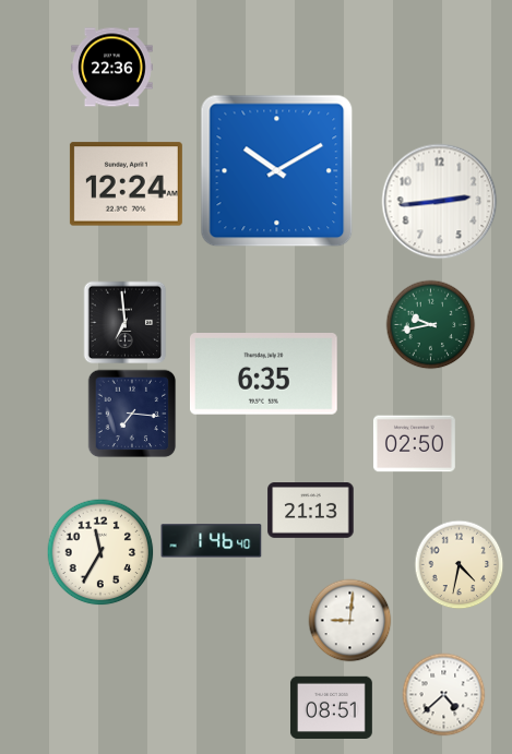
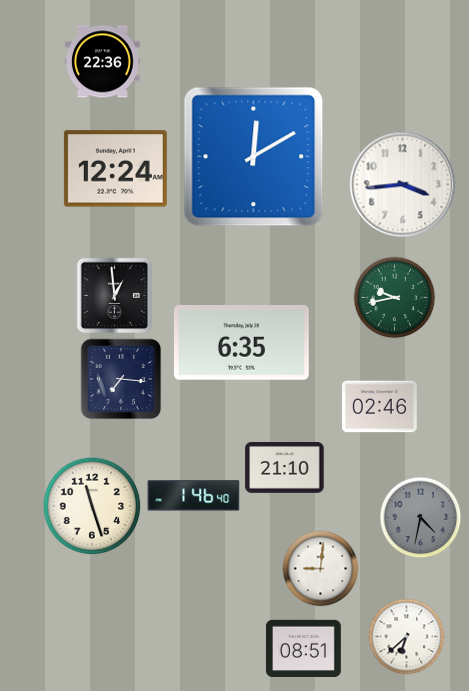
clock at (277, 171): 10:10 -> 12:10
clock at (440, 202): 2:44 -> 3:44
clock at (126, 323): 6:59 -> 12:59
clock at (414, 444): 02:50 -> 02:46
clock at (311, 511): 21:13 -> 21:10
clock at (100, 552): 11:35 -> 11:27
clock at (460, 565) dial: cream -> grey
clock at (444, 695): 4:38 -> 6:38
